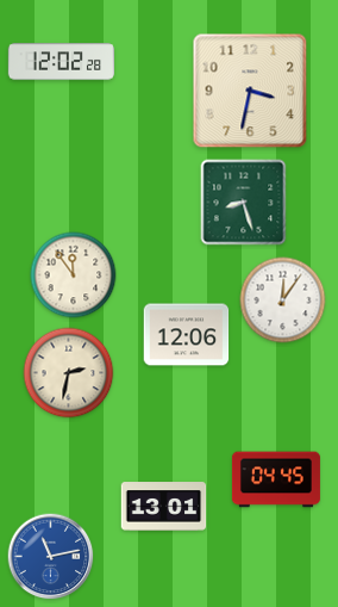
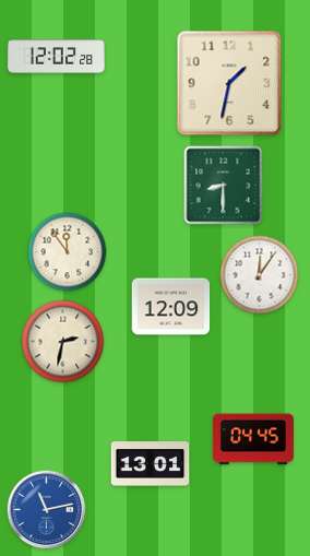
clock at (250, 91): 3:32 -> 1:32
clock at (244, 203): 8:27 -> 8:30
clock at (187, 335): 12:06 -> 12:09
